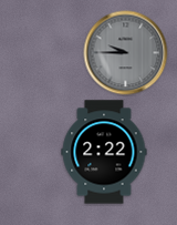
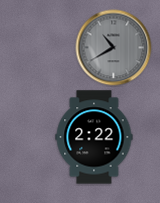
clock at (126, 53): 9:45 -> 10:40
